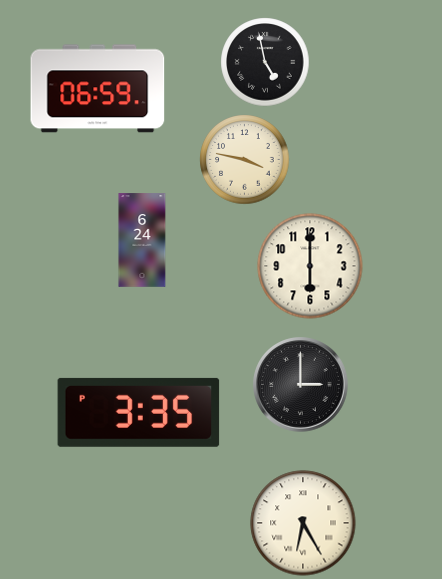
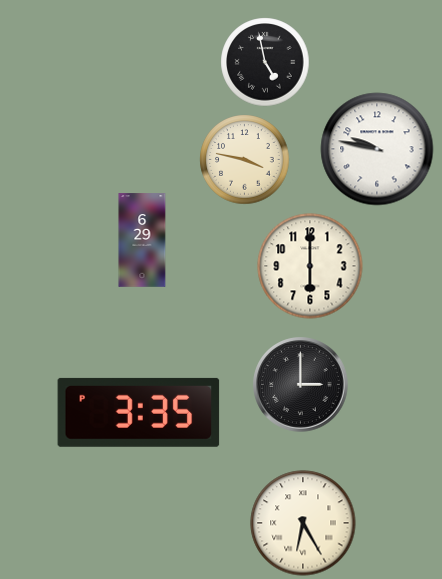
clock at (98, 89): 06:59 -> none
clock at (377, 149): none -> 9:47
clock at (142, 240): 6:24 -> 6:29
